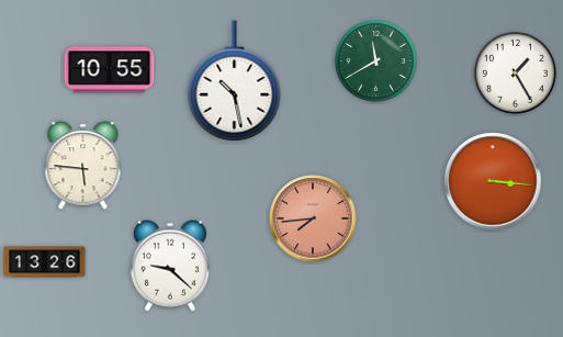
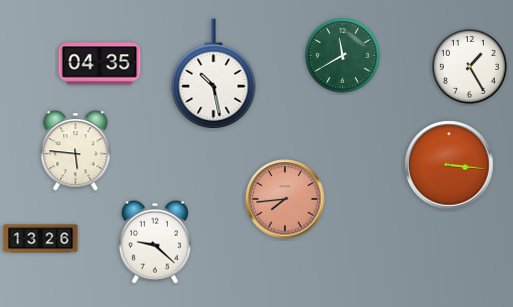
clock at (110, 70): 10:55 -> 04:35
